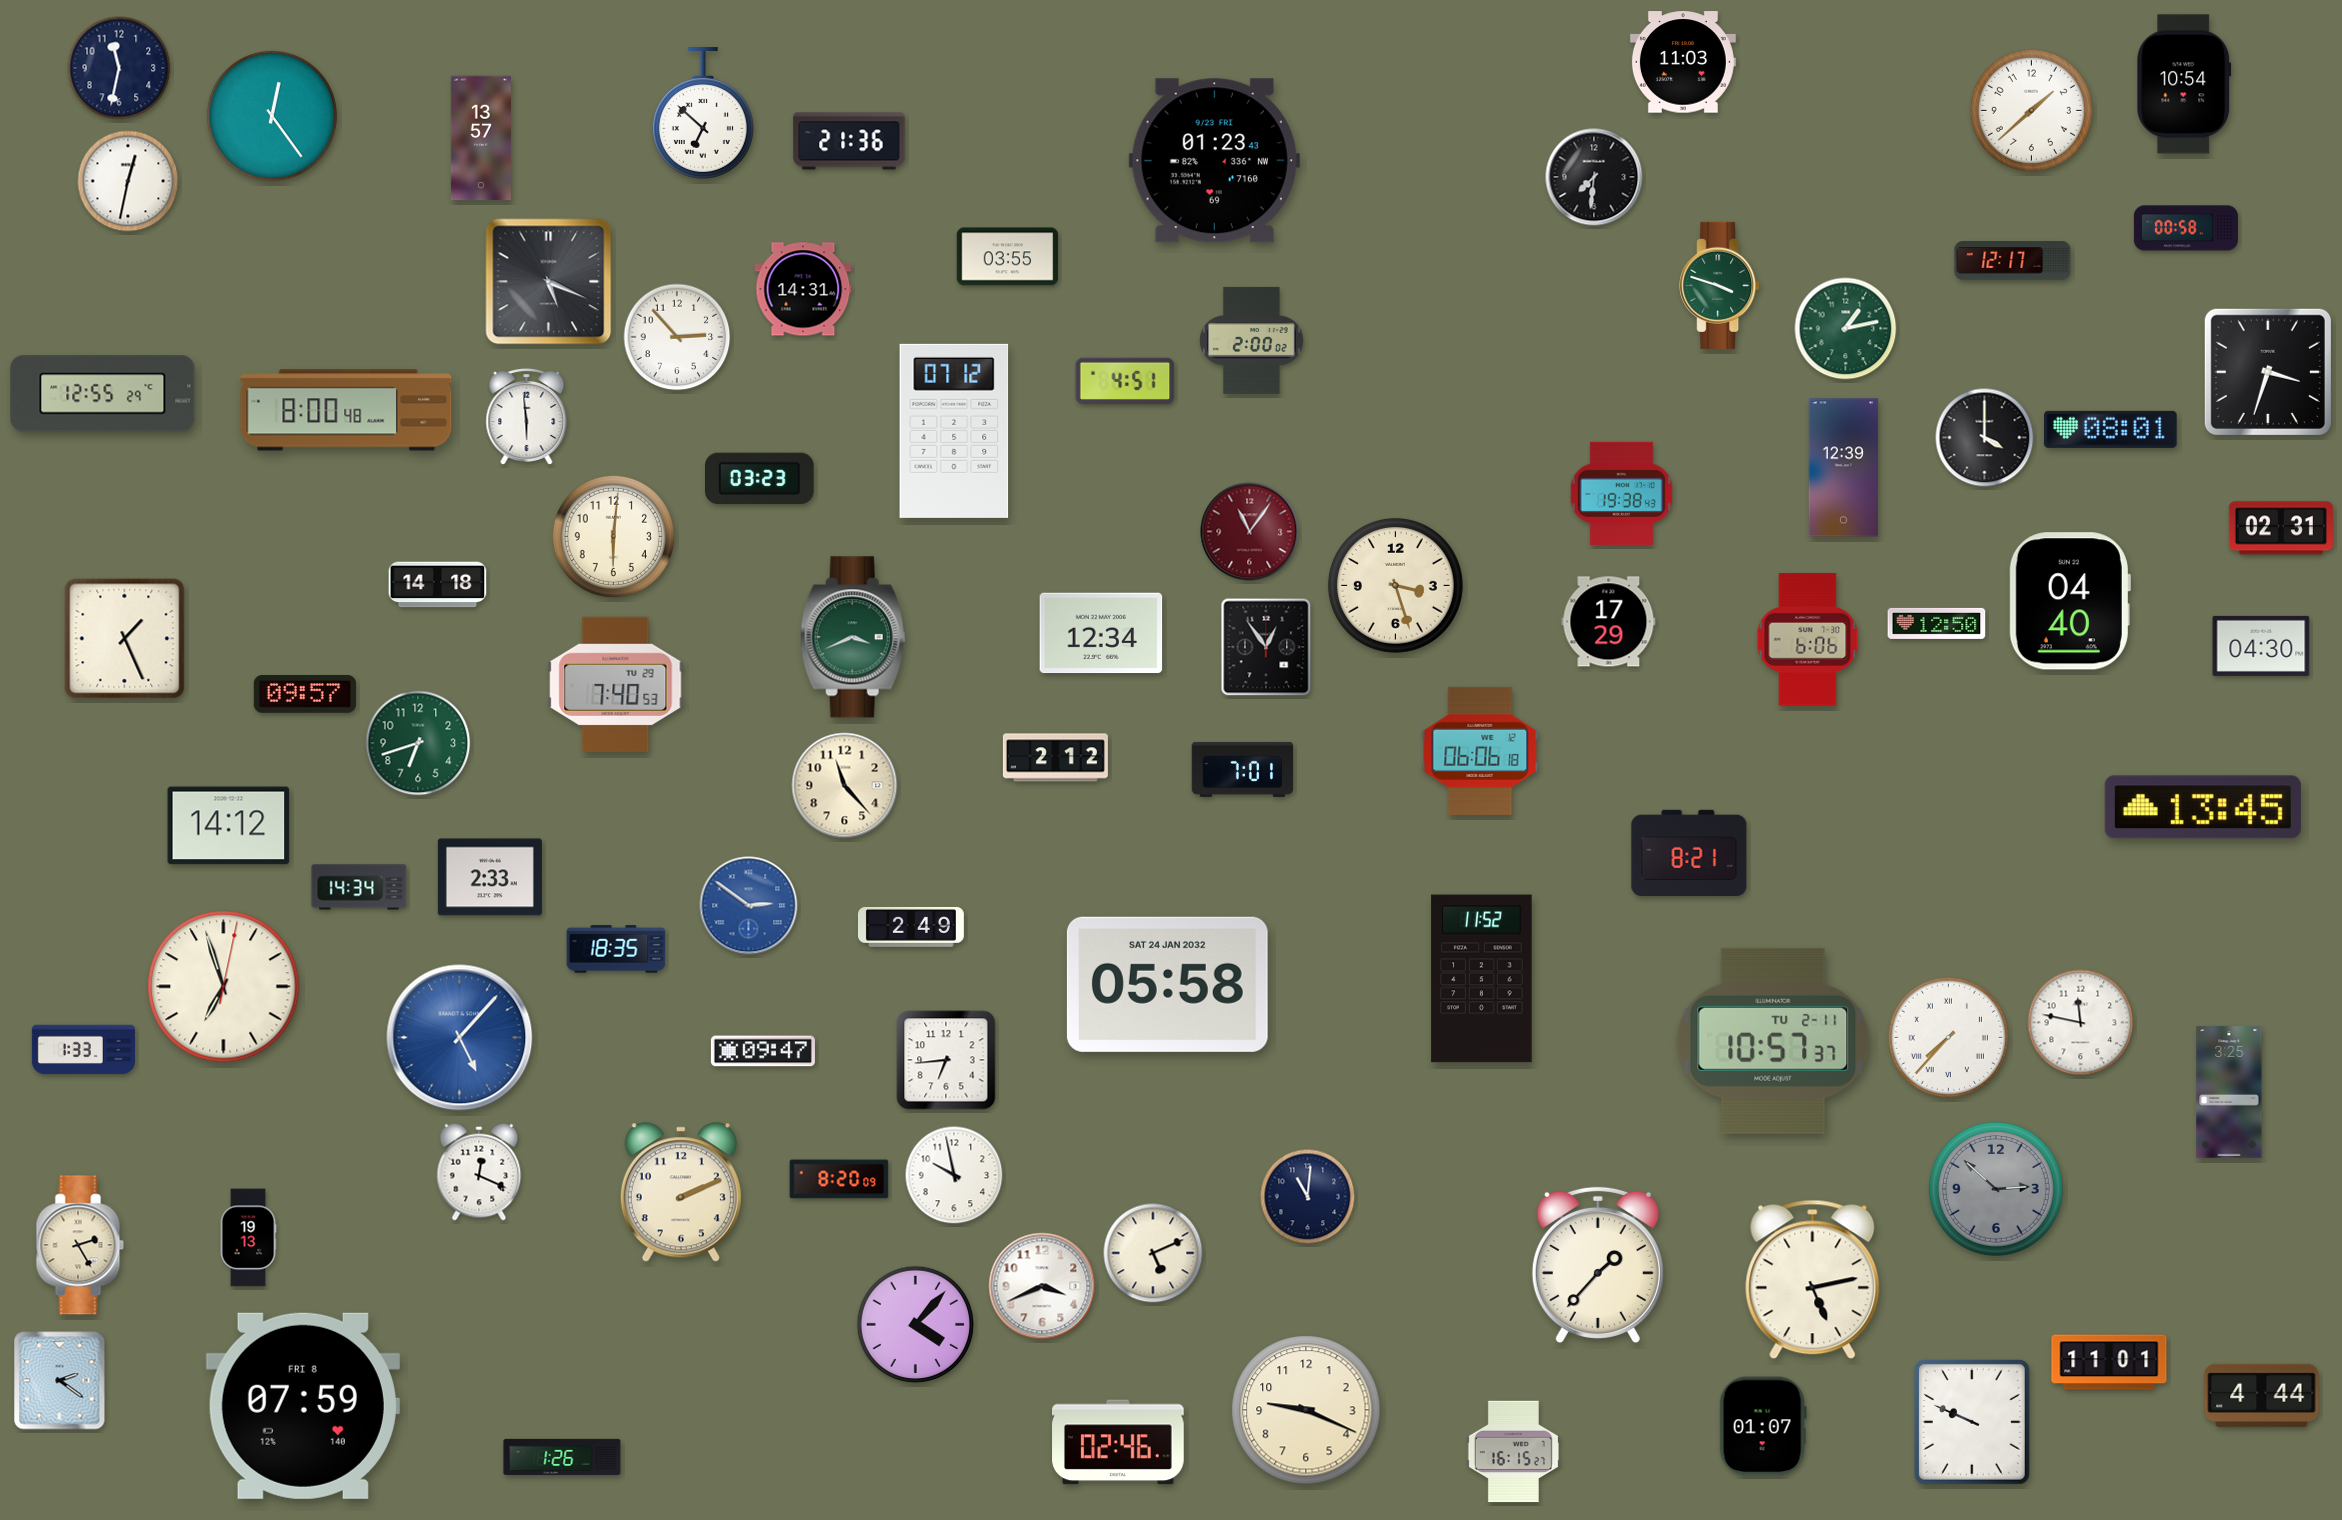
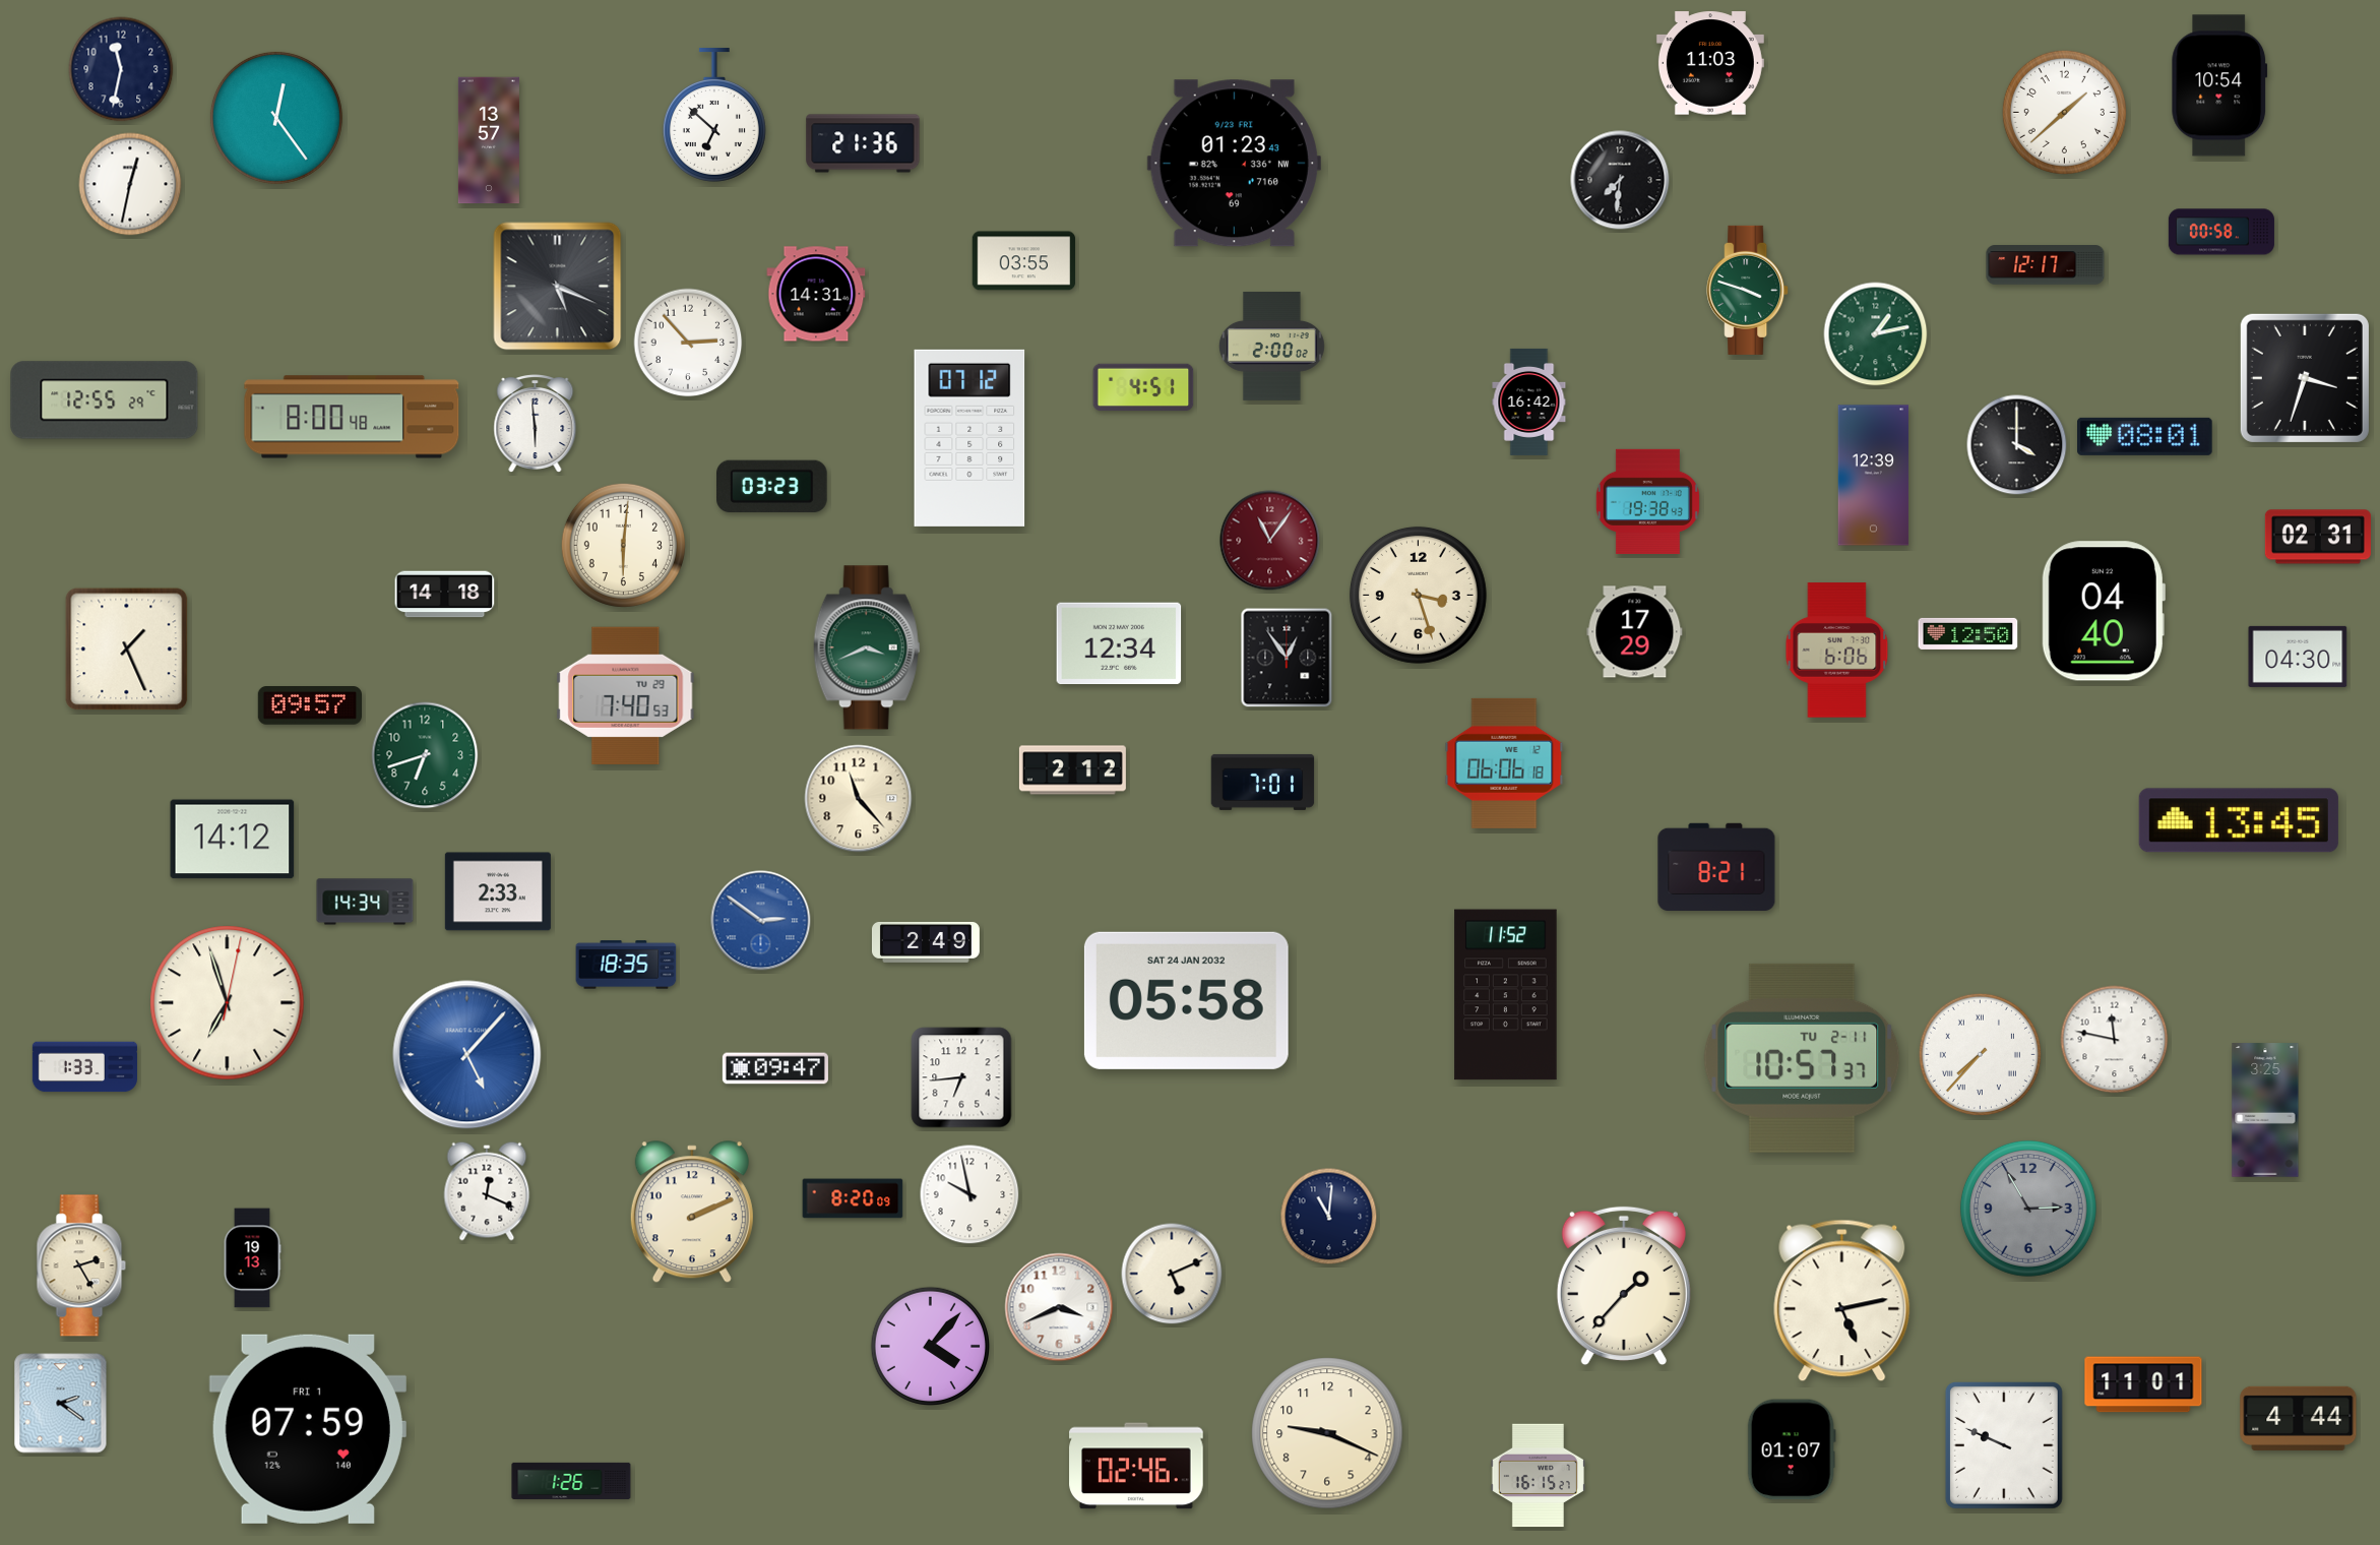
clock at (1529, 401): none -> 16:42
clock at (1996, 1189): 2:52 -> 2:55
clock at (303, 1406) date: FRI 8 -> FRI 1
